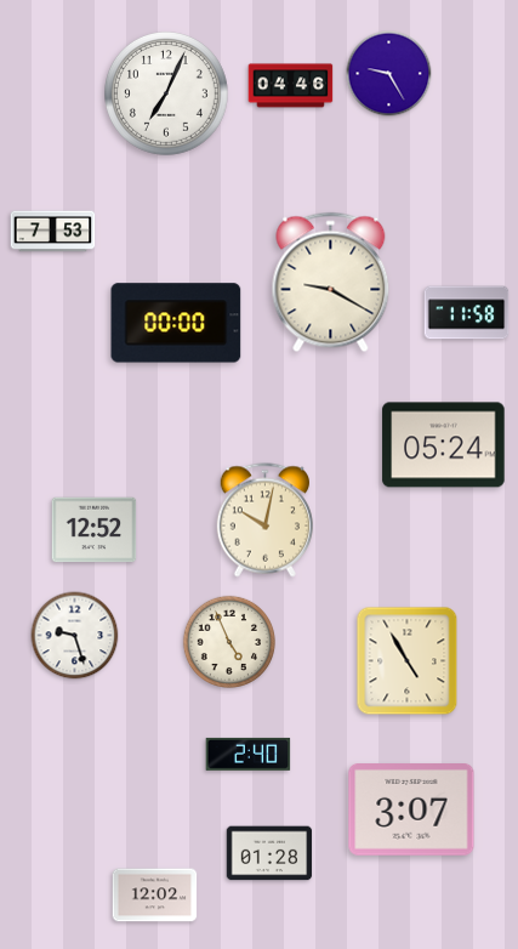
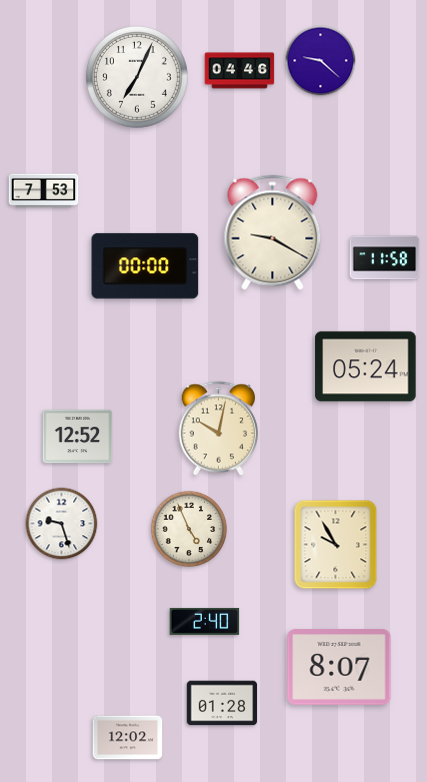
clock at (389, 74): 9:25 -> 9:22
clock at (408, 661): 4:55 -> 9:55
clock at (411, 811): 3:07 -> 8:07
